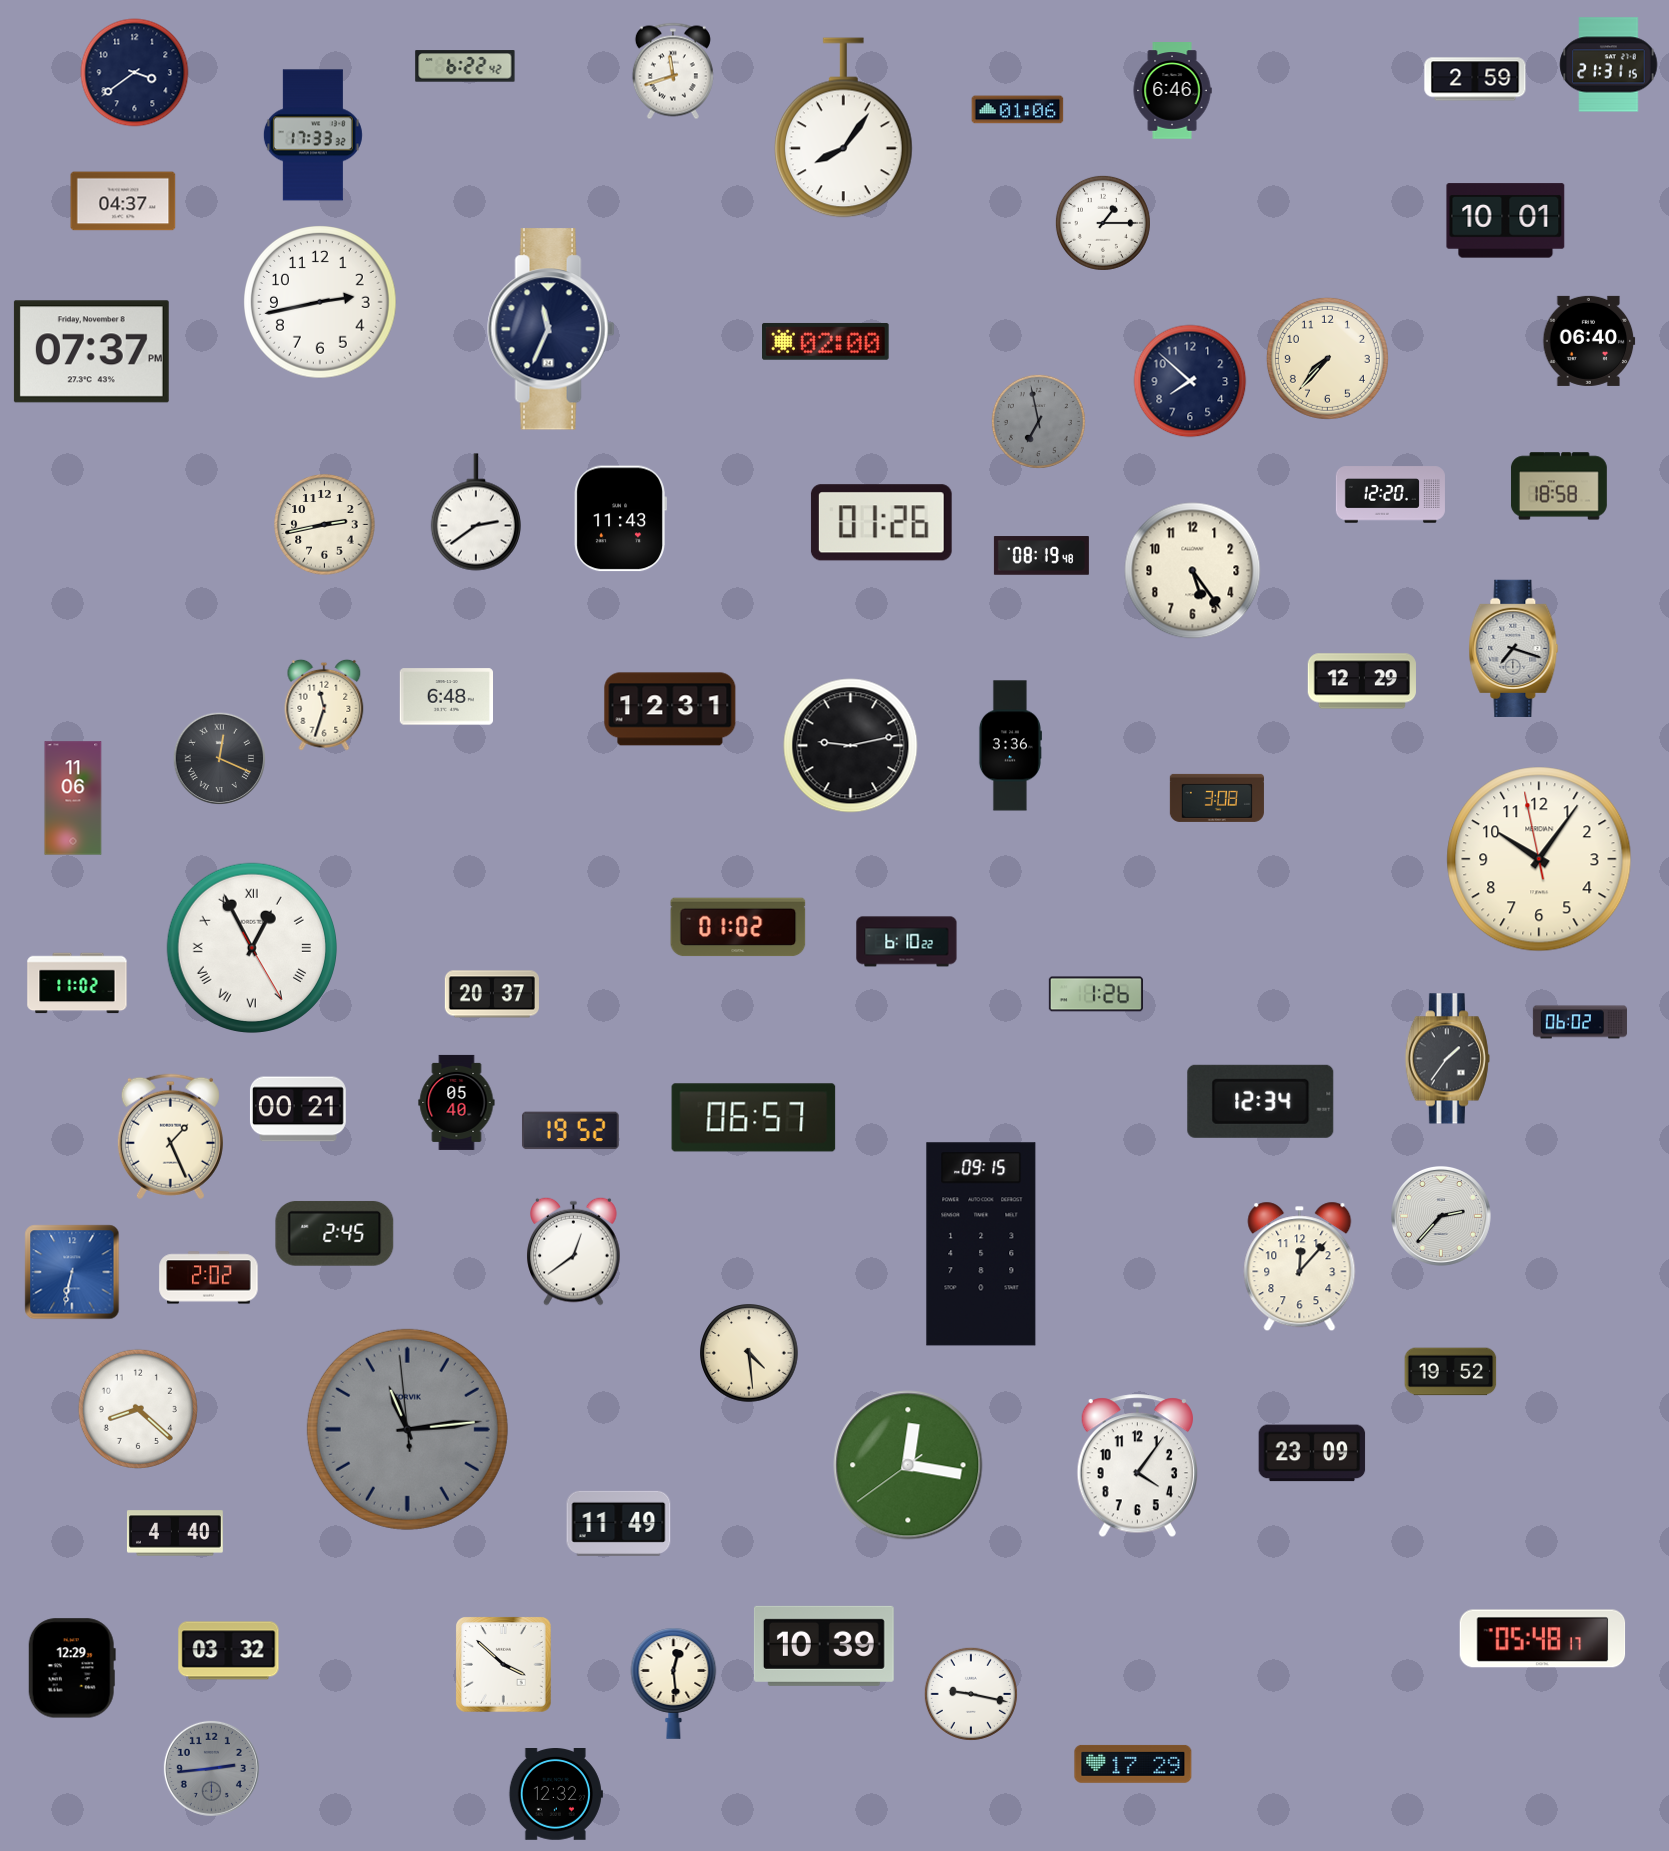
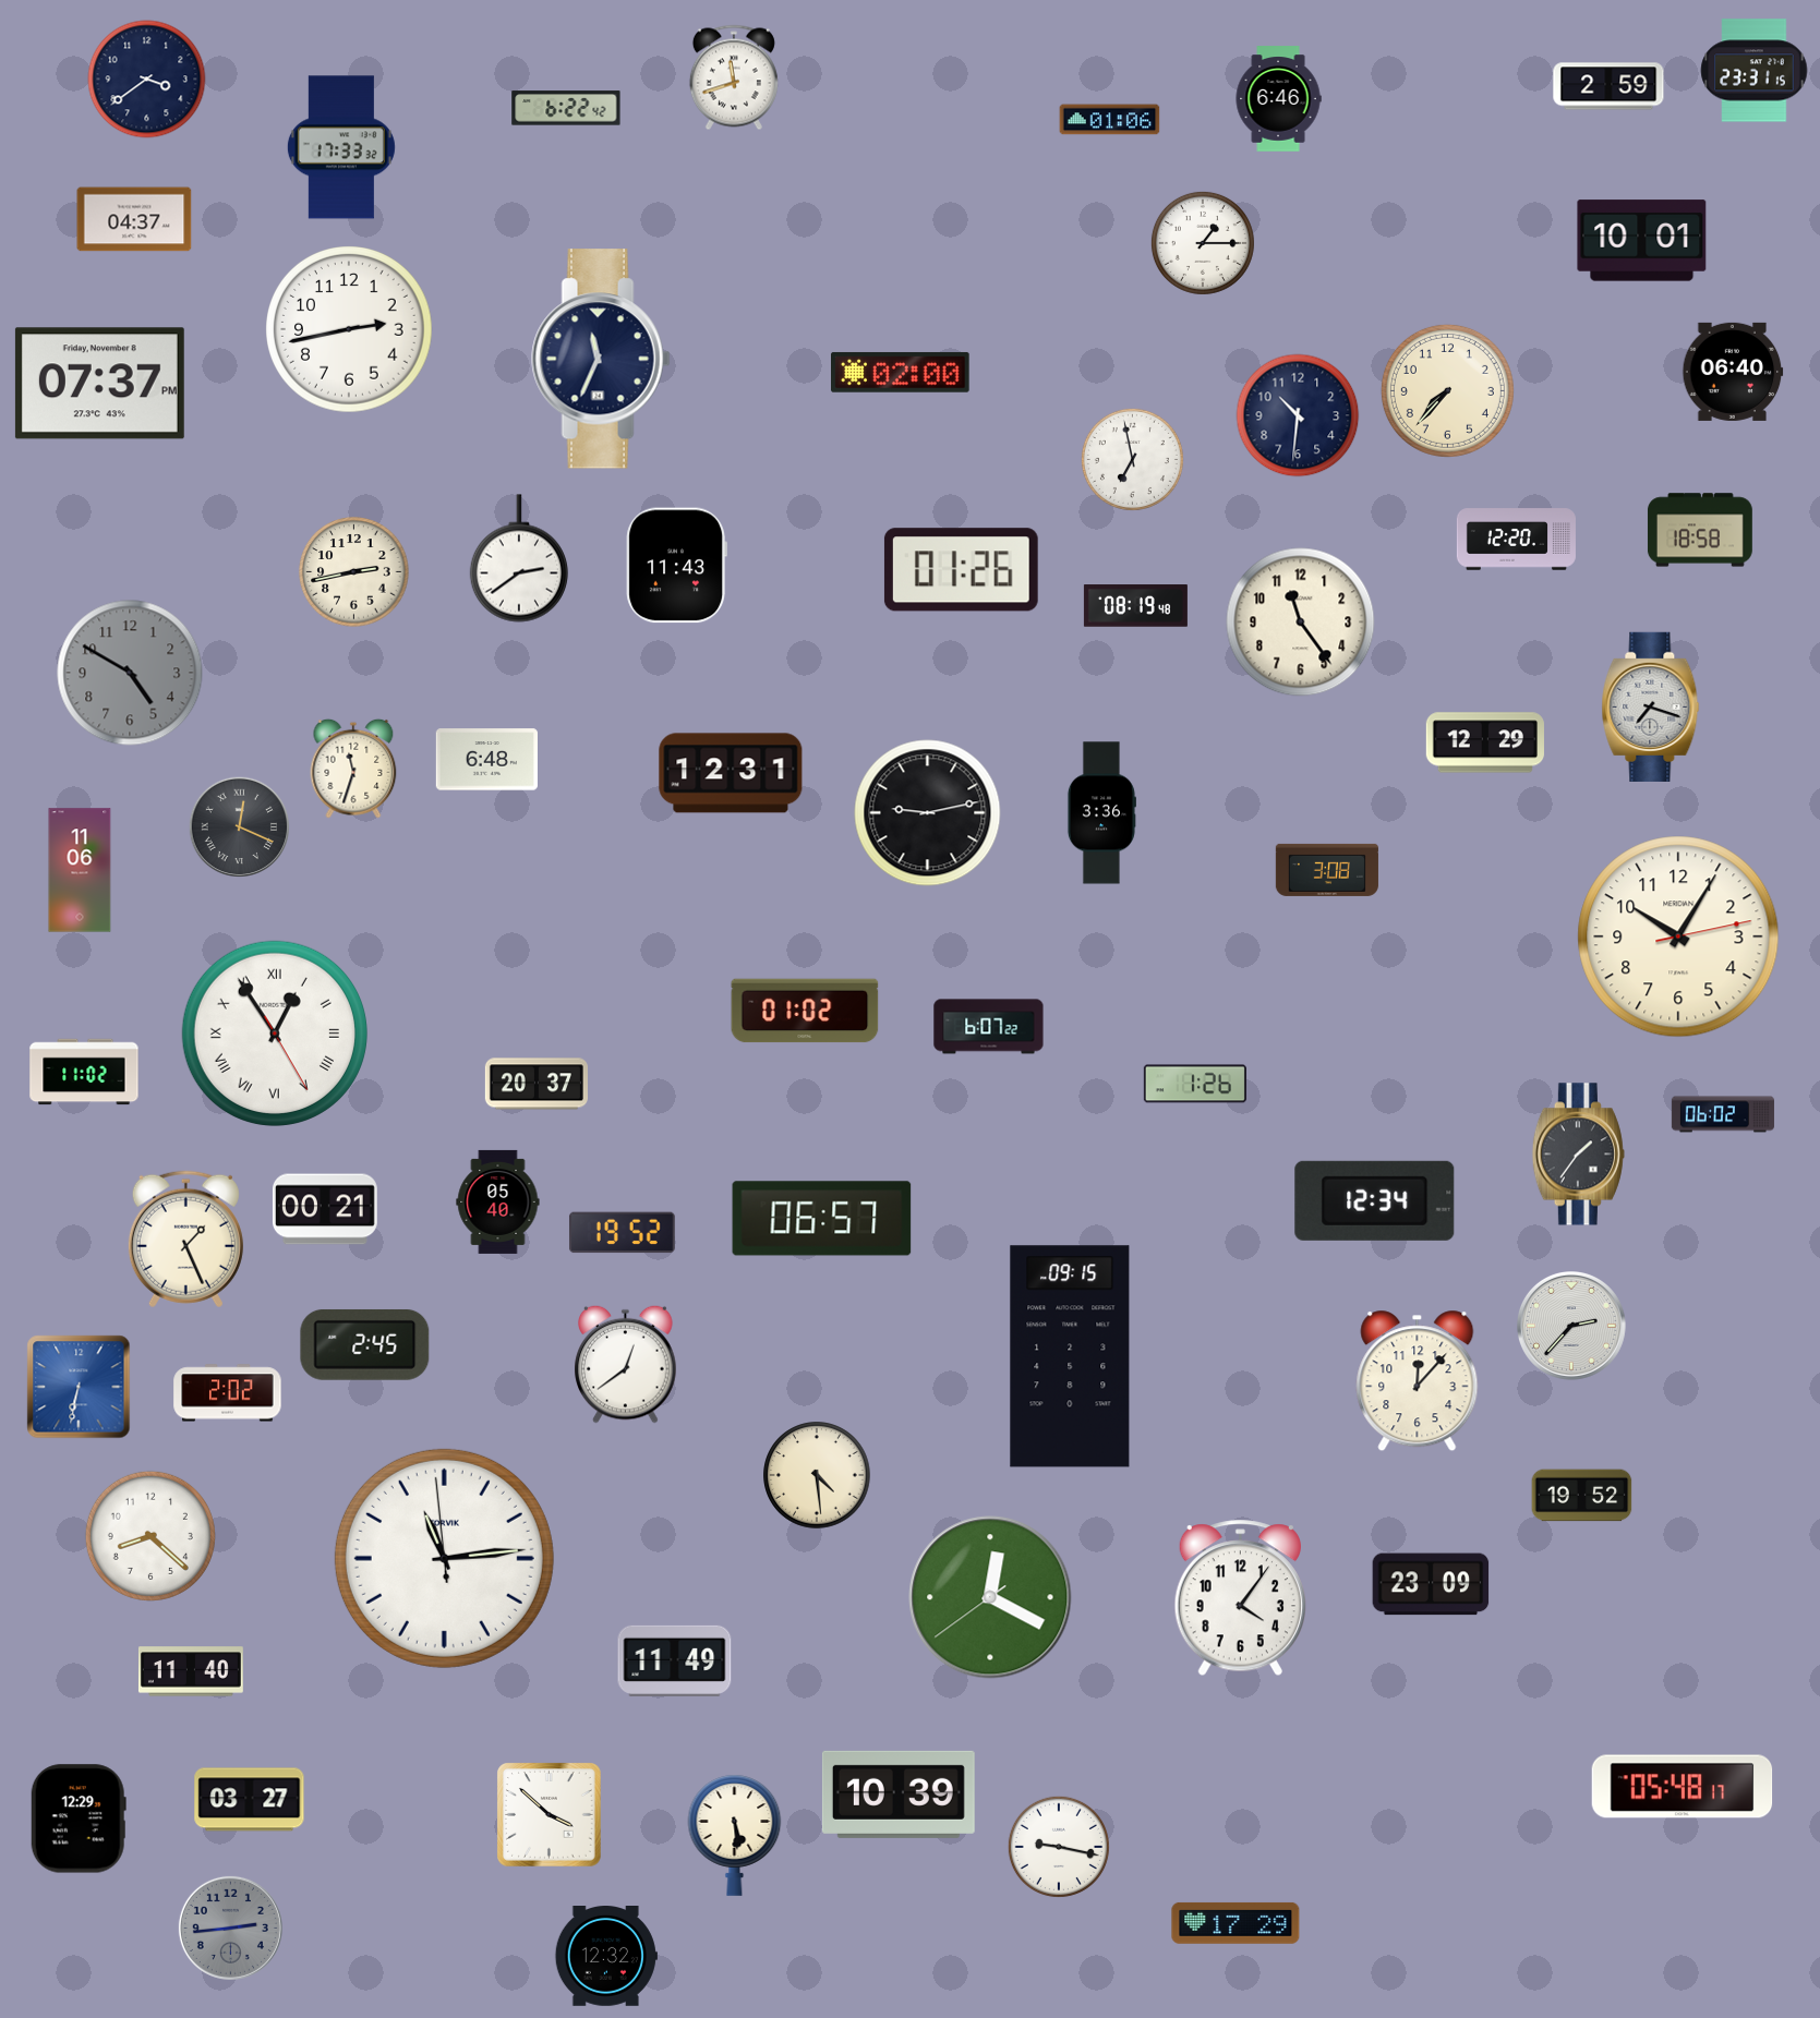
clock at (1609, 65): 21:31 -> 23:31
clock at (465, 66) position: (465, 66) -> (566, 108)
clock at (843, 128): 8:06 -> none
clock at (1190, 381): 7:52 -> 10:31
clock at (1038, 421) dial: grey -> white
clock at (1193, 571): 5:24 -> 11:24
clock at (130, 673): none -> 4:50
clock at (1539, 859): 10:05:58 -> 10:05:13
clock at (907, 942): 6:10 -> 6:07
clock at (252, 948): 12:55 -> 12:54
clock at (407, 1429) dial: grey -> white
clock at (908, 1465): 12:16 -> 12:19
clock at (175, 1533): 4:40 -> 11:40
clock at (229, 1651): 03:32 -> 03:27
clock at (674, 1683): 12:29 -> 5:29
